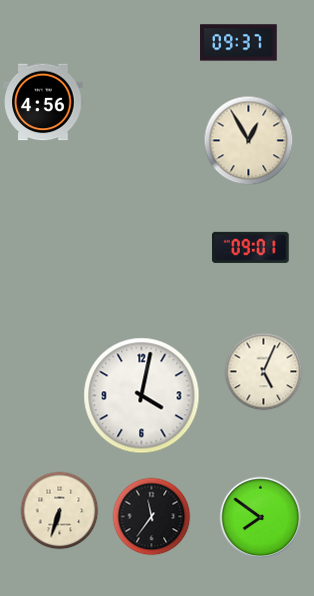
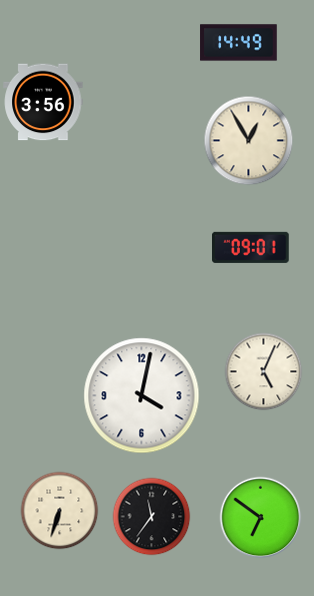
clock at (239, 43): 09:37 -> 14:49
clock at (43, 102): 4:56 -> 3:56
clock at (260, 517): 7:51 -> 6:51
